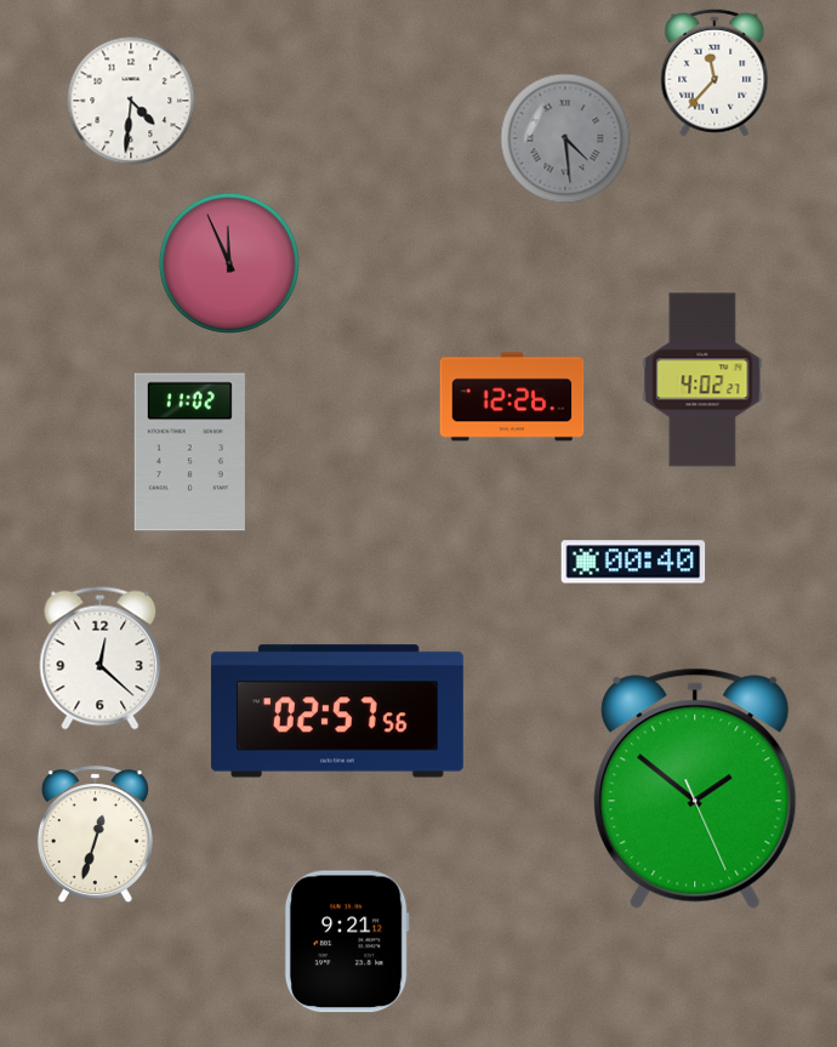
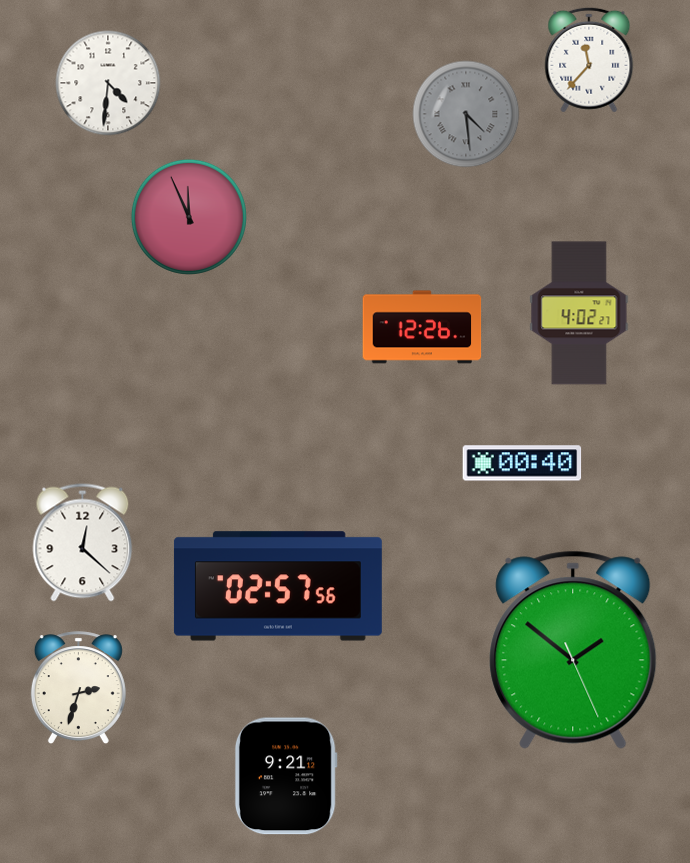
clock at (189, 453): 11:02 -> none
clock at (95, 835): 12:33 -> 2:33
